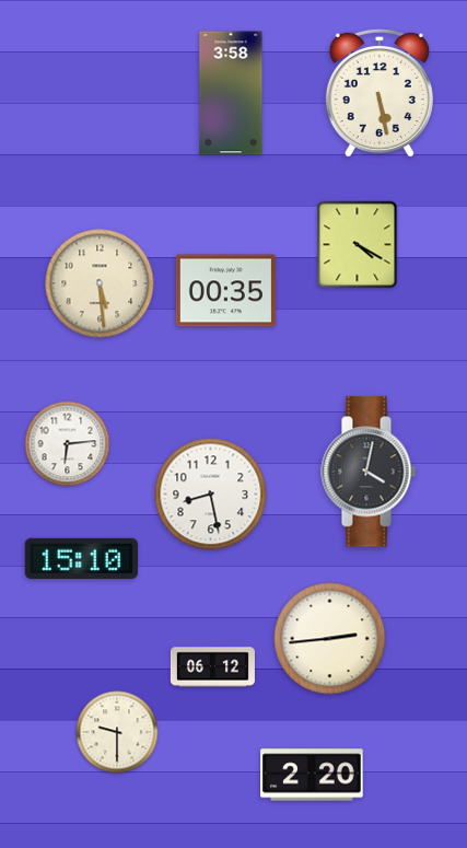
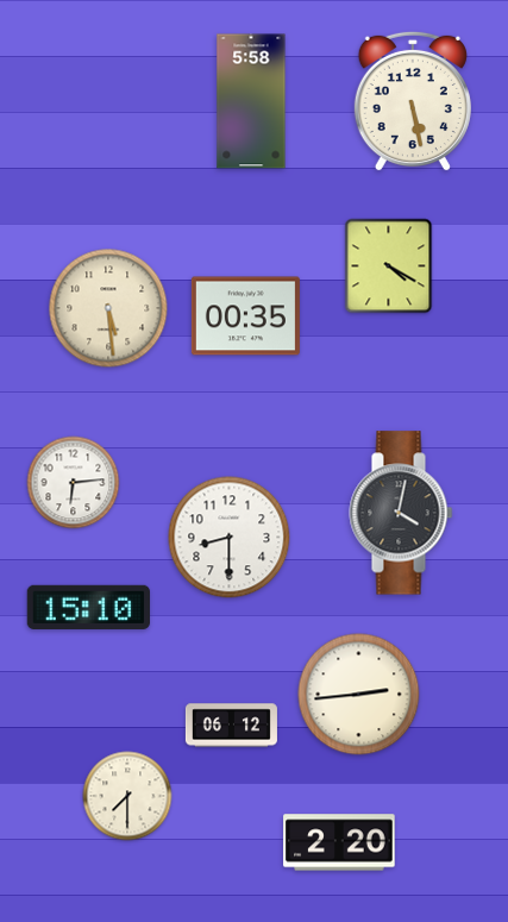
clock at (231, 93): 3:58 -> 5:58
clock at (211, 495): 8:28 -> 8:30
clock at (117, 732): 9:30 -> 7:30
